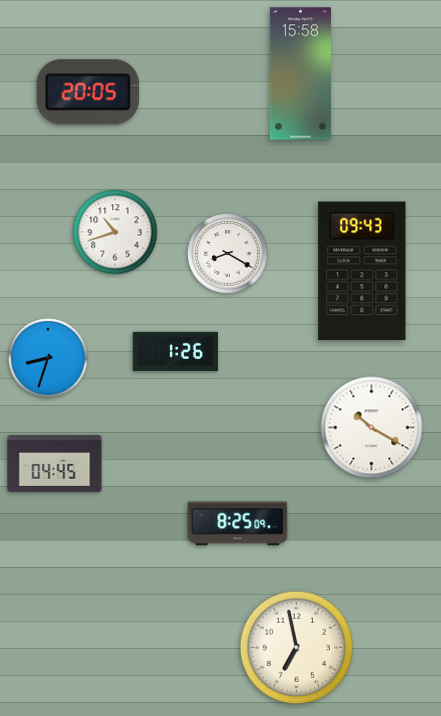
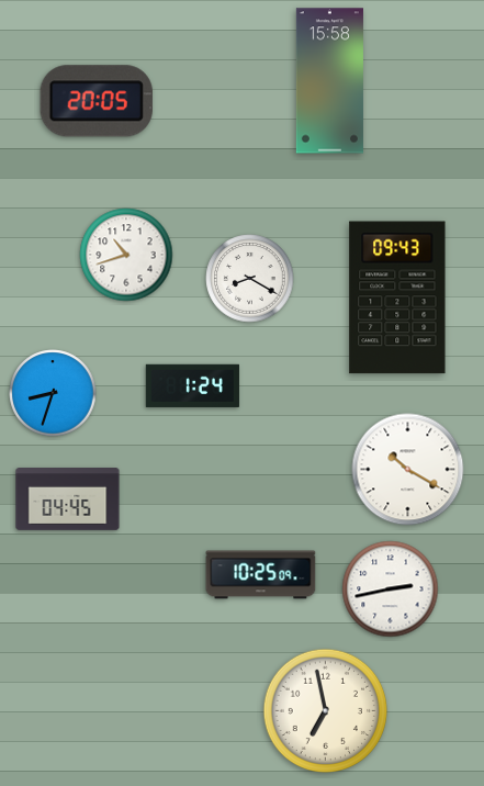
clock at (175, 351): 1:26 -> 1:24
clock at (55, 464) position: (55, 464) -> (68, 499)
clock at (238, 524): 8:25 -> 10:25
clock at (391, 589): none -> 2:43
